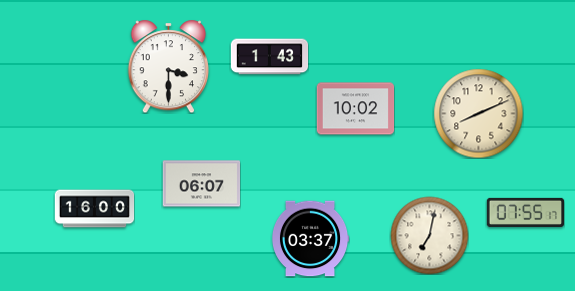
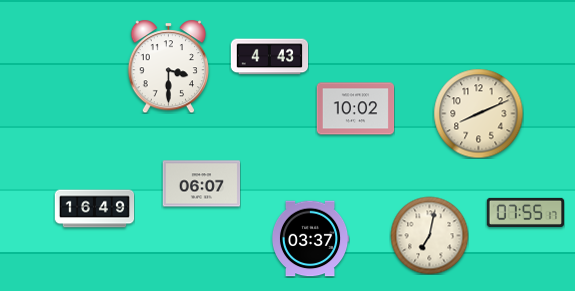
clock at (269, 57): 1:43 -> 4:43
clock at (94, 209): 16:00 -> 16:49
